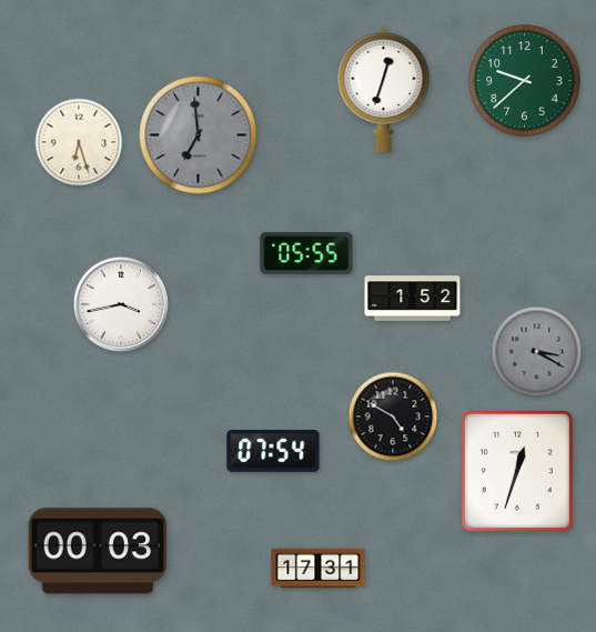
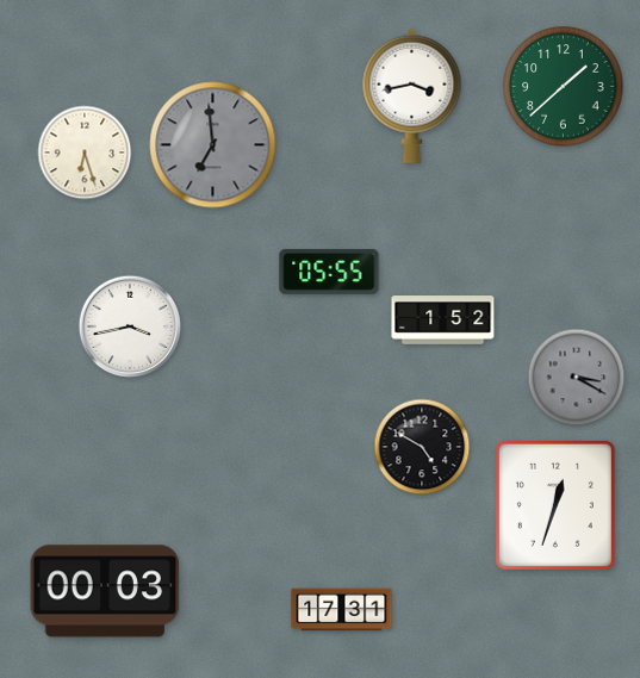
clock at (525, 81): 9:38 -> 1:38
clock at (384, 89): 12:33 -> 3:43
clock at (273, 451): 07:54 -> none
